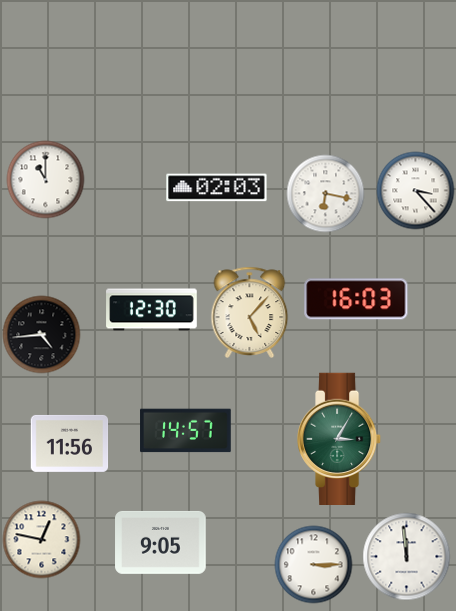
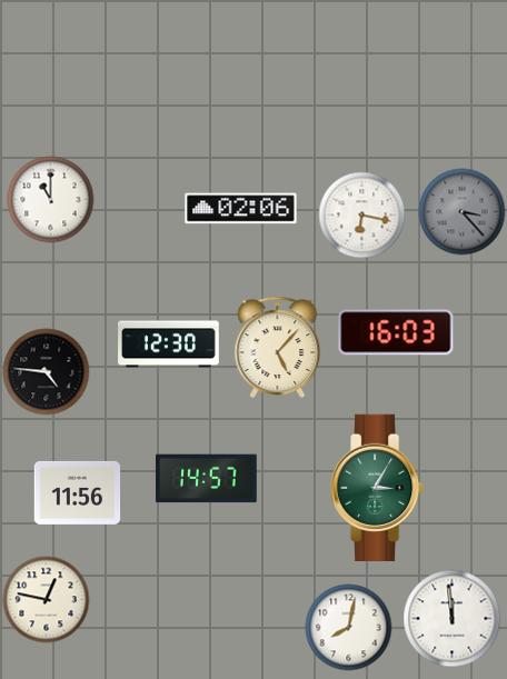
clock at (217, 188): 02:03 -> 02:06
clock at (415, 190) dial: white -> grey
clock at (41, 334): 4:44 -> 4:46
clock at (161, 542): 9:05 -> none
clock at (313, 564): 3:15 -> 8:02
